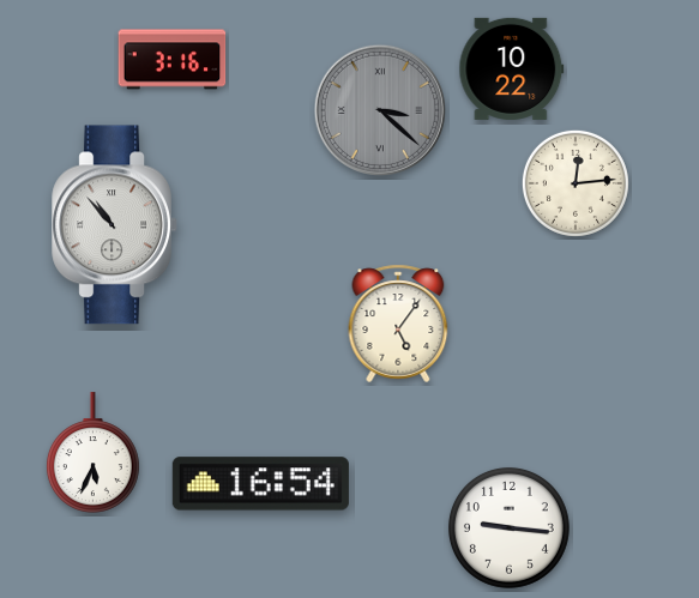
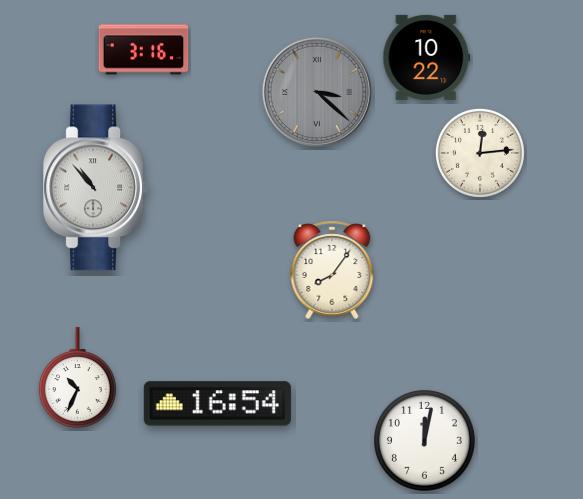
clock at (398, 324): 5:06 -> 8:06
clock at (92, 453): 5:34 -> 10:34
clock at (508, 527): 9:16 -> 12:02
